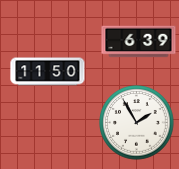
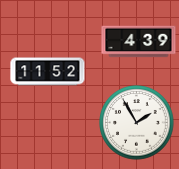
clock at (139, 42): 6:39 -> 4:39
clock at (48, 72): 11:50 -> 11:52
